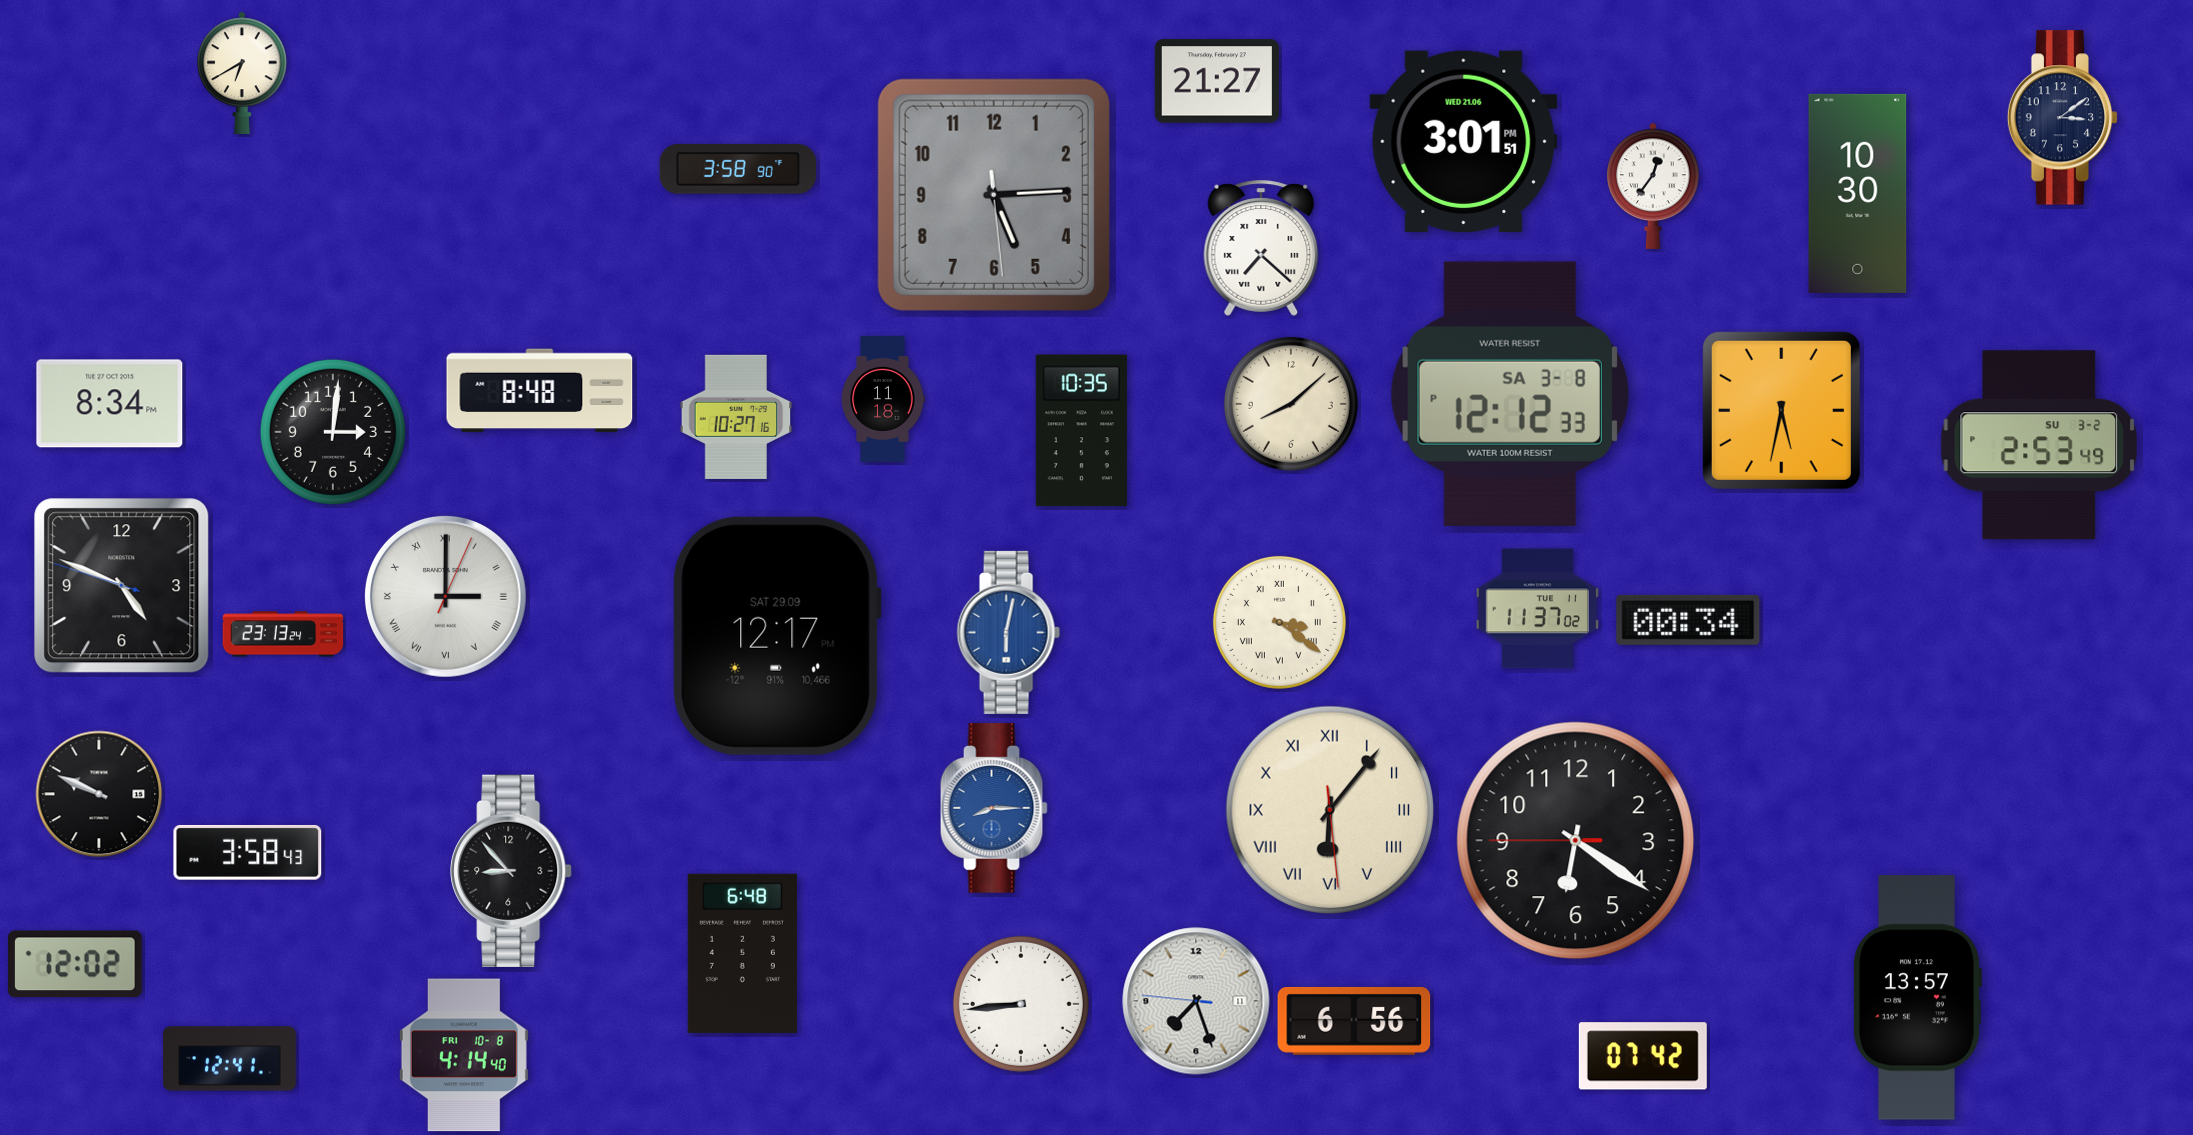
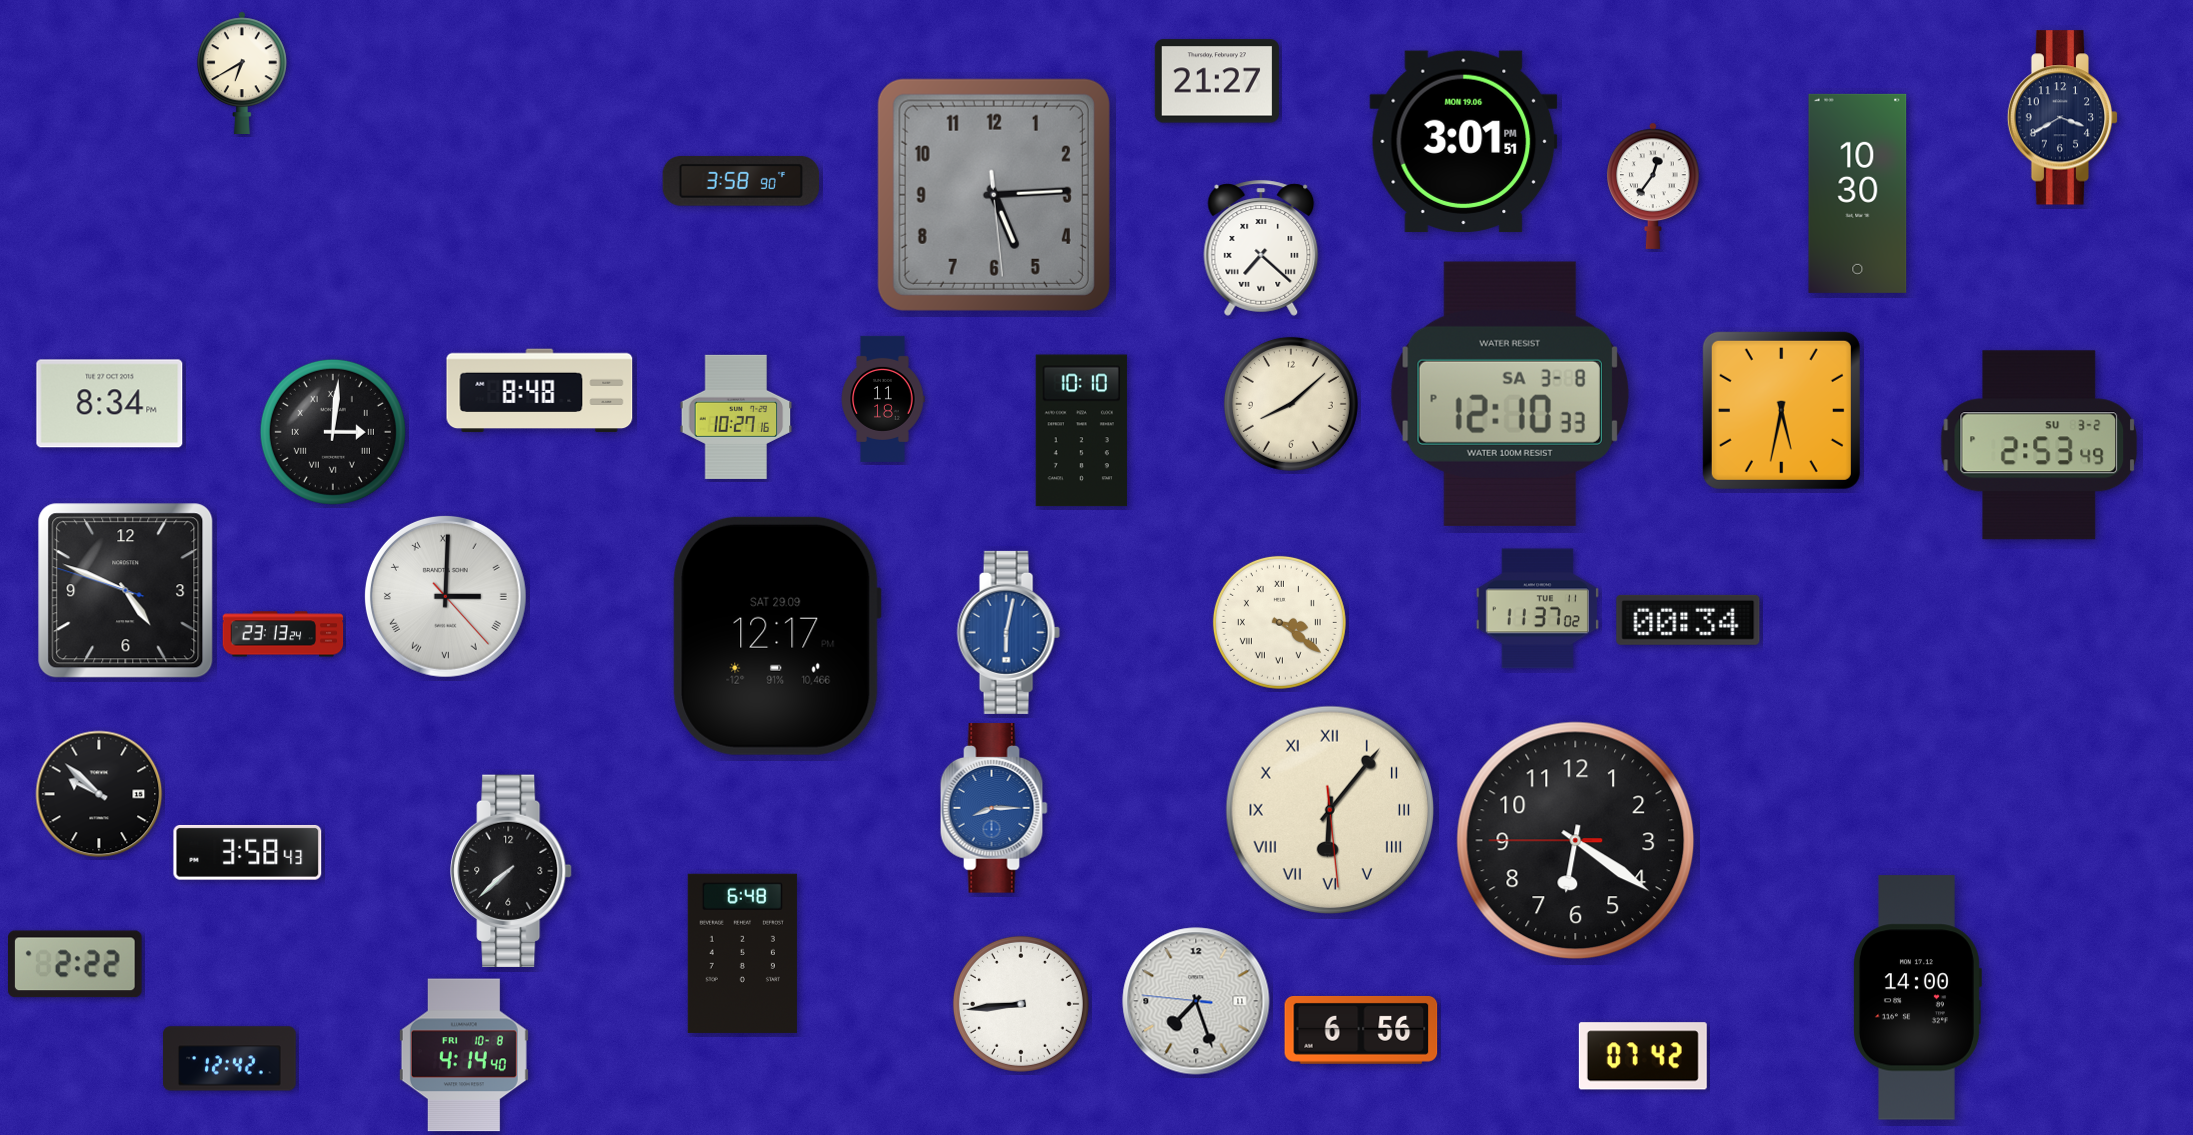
clock at (2063, 118): 3:09 -> 3:40
clock at (1464, 142) date: WED 21.06 -> MON 19.06
clock at (738, 169) position: (738, 169) -> (741, 181)
clock at (1510, 394): 12:12 -> 12:10
clock at (1081, 431): 10:35 -> 10:10
clock at (333, 432) numerals: Arabic -> Roman
clock at (122, 586) position: (122, 586) -> (126, 591)
clock at (445, 596): 3:00:04 -> 3:00:23
clock at (99, 794): 9:49 -> 9:52
clock at (511, 870): 8:53 -> 7:38
clock at (76, 964): 12:02 -> 2:22
clock at (1918, 998): 13:57 -> 14:00
clock at (1354, 1021) position: (1354, 1021) -> (1361, 1030)
clock at (230, 1059): 12:41 -> 12:42
